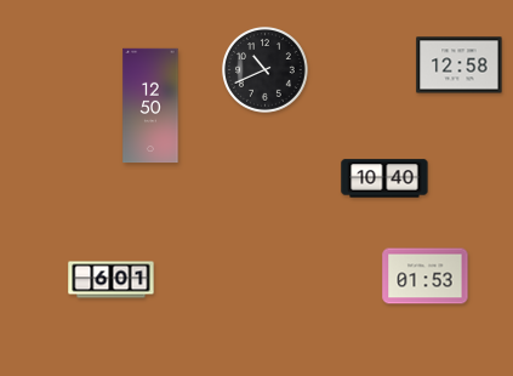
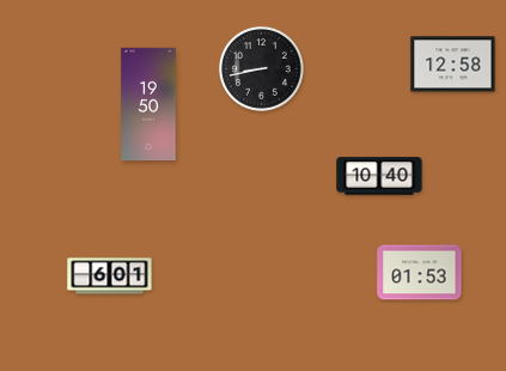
clock at (266, 70): 10:41 -> 8:43
clock at (150, 106): 12:50 -> 19:50
